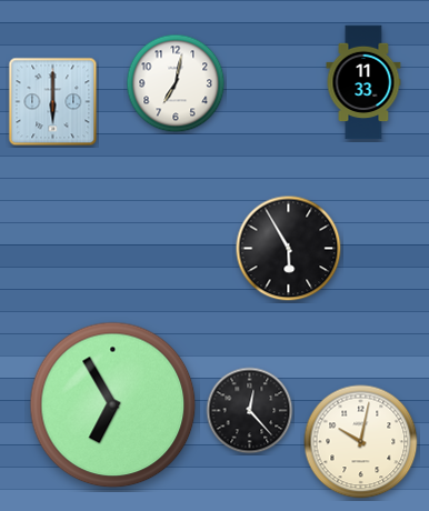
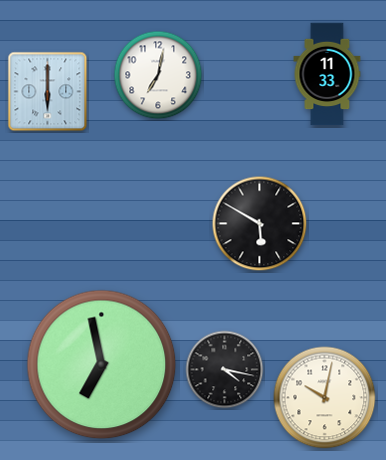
clock at (289, 249): 5:55 -> 5:50
clock at (113, 405): 6:55 -> 6:58
clock at (250, 411): 12:23 -> 4:17
